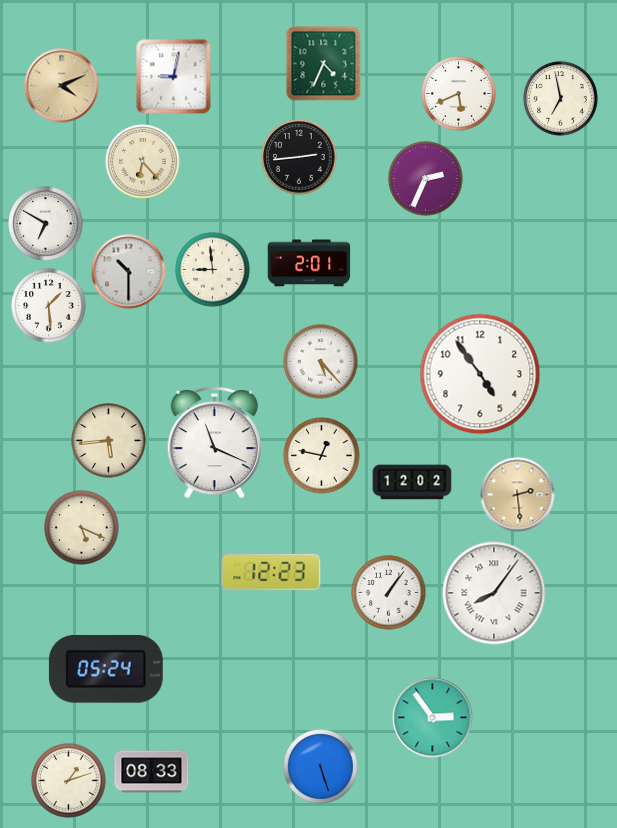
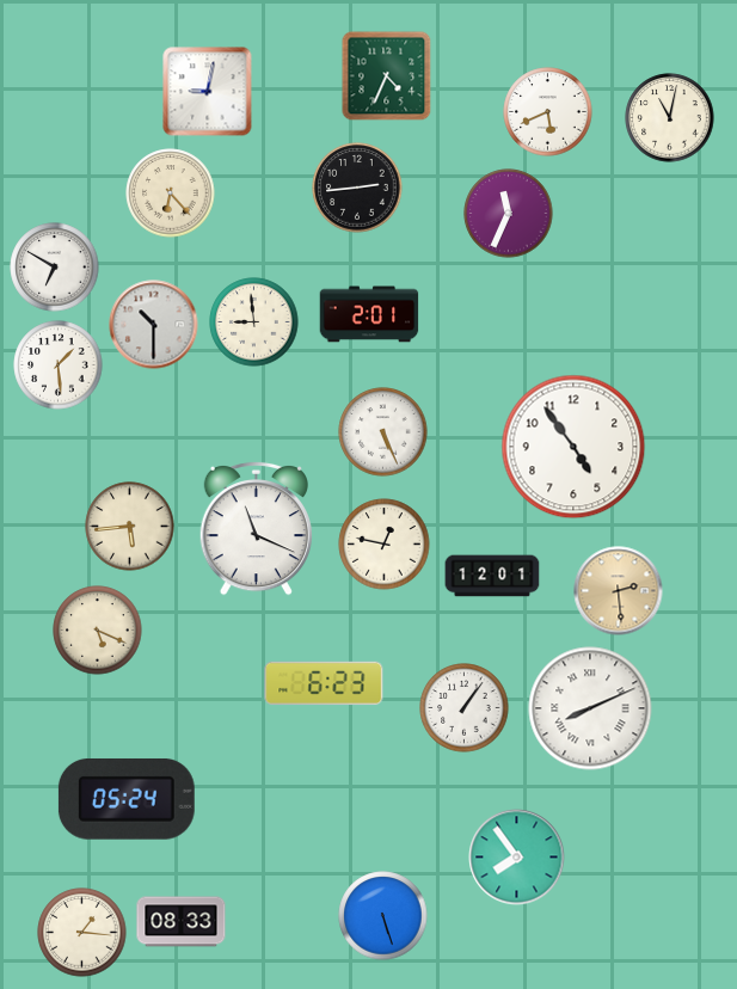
clock at (62, 86): 4:11 -> none
clock at (561, 99): 6:58 -> 11:02
clock at (426, 179): 2:34 -> 11:34
clock at (321, 362): 5:23 -> 5:26
clock at (412, 482): 12:02 -> 12:01
clock at (271, 572): 12:23 -> 6:23
clock at (494, 593): 8:06 -> 8:11
clock at (433, 718): 2:54 -> 7:54
clock at (69, 781): 1:12 -> 1:16
